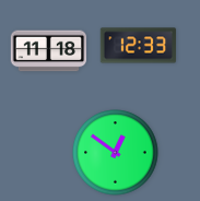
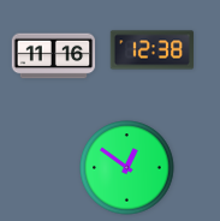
clock at (139, 46): 12:33 -> 12:38
clock at (49, 51): 11:18 -> 11:16
